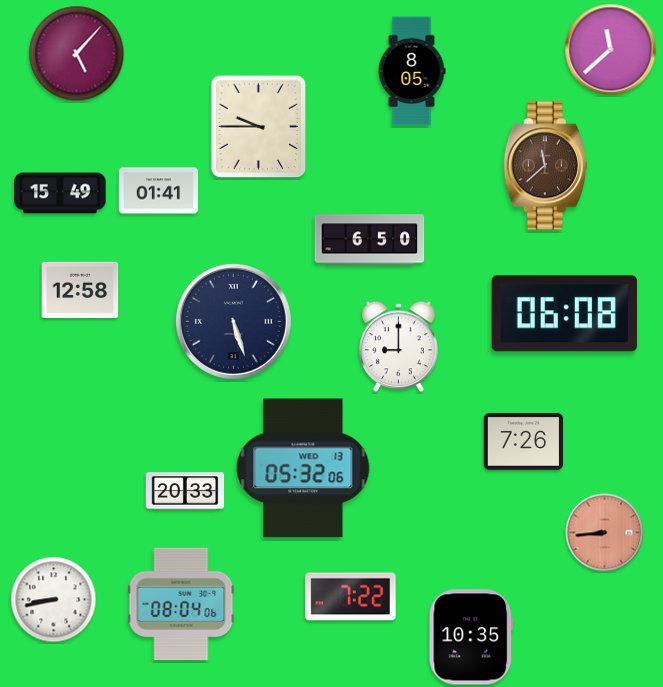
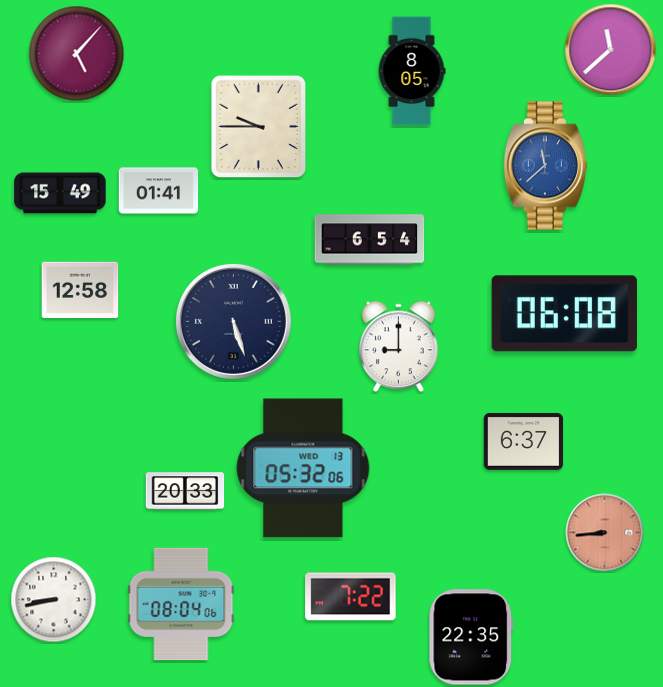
clock at (545, 166) dial: brown -> blue
clock at (370, 240): 6:50 -> 6:54
clock at (524, 442): 7:26 -> 6:37
clock at (471, 637): 10:35 -> 22:35
